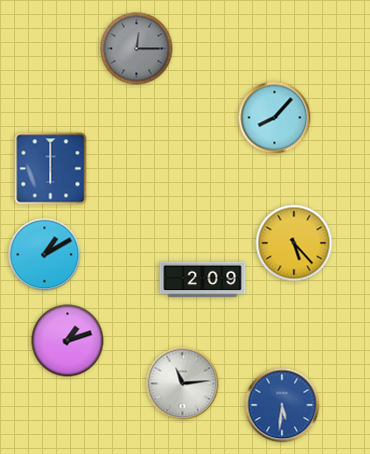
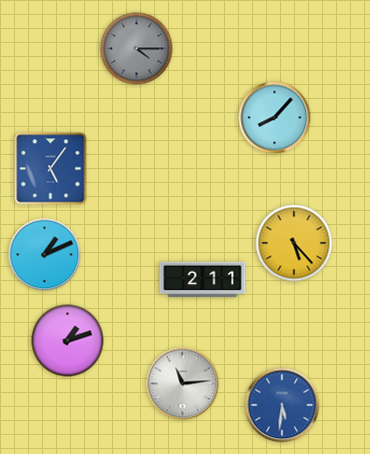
clock at (137, 49): 12:15 -> 4:15
clock at (51, 169): 6:00 -> 5:06
clock at (45, 255): 1:10 -> 1:11
clock at (203, 280): 2:09 -> 2:11
